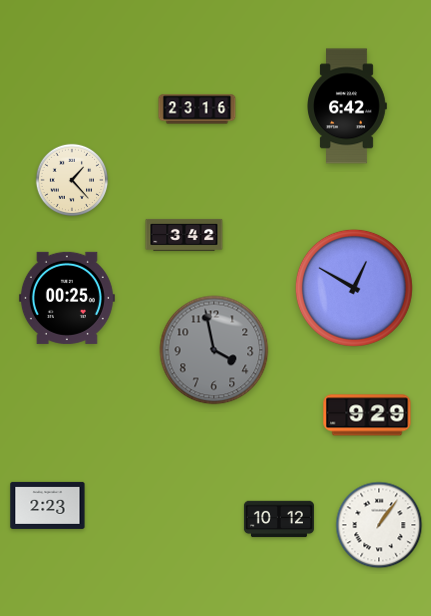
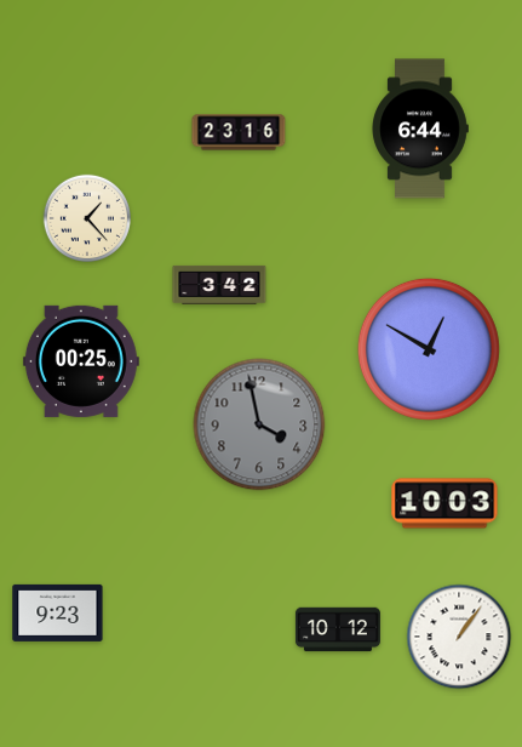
clock at (347, 106): 6:42 -> 6:44
clock at (184, 235) position: (184, 235) -> (219, 285)
clock at (367, 415): 9:29 -> 10:03
clock at (48, 505): 2:23 -> 9:23
